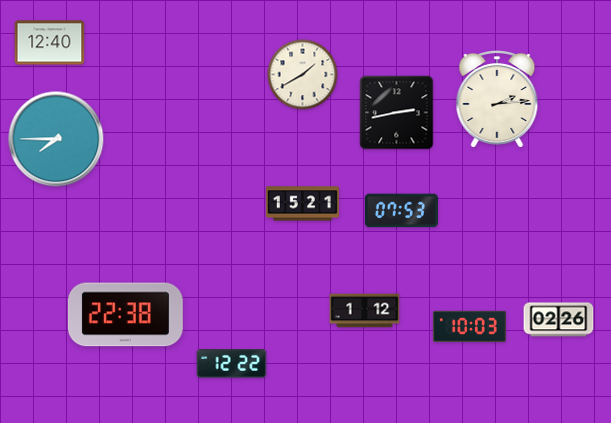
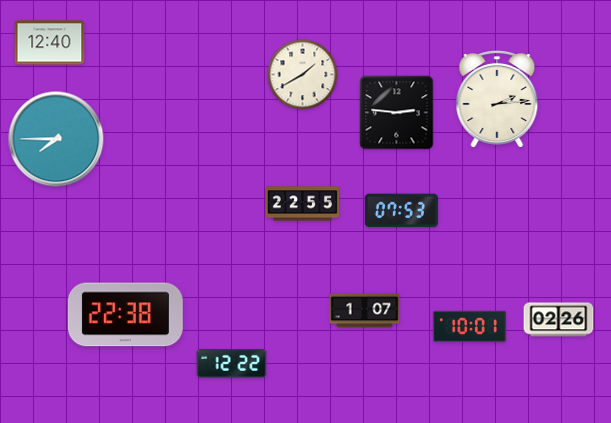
clock at (397, 113): 2:43 -> 2:46
clock at (302, 204): 15:21 -> 22:55
clock at (365, 311): 1:12 -> 1:07
clock at (469, 327): 10:03 -> 10:01
